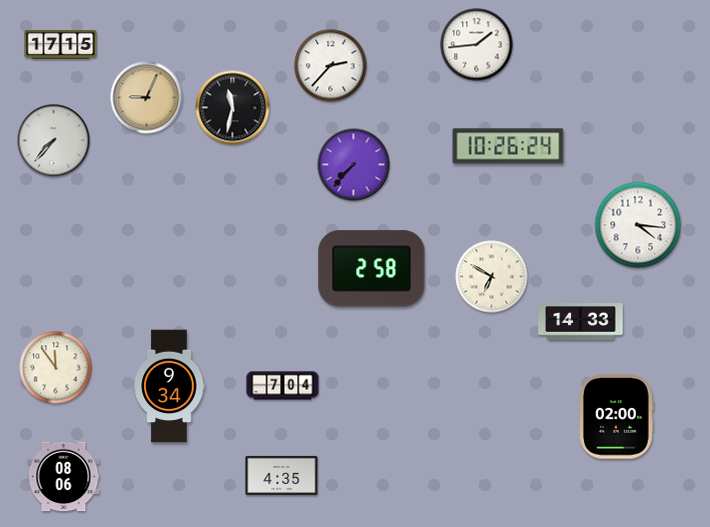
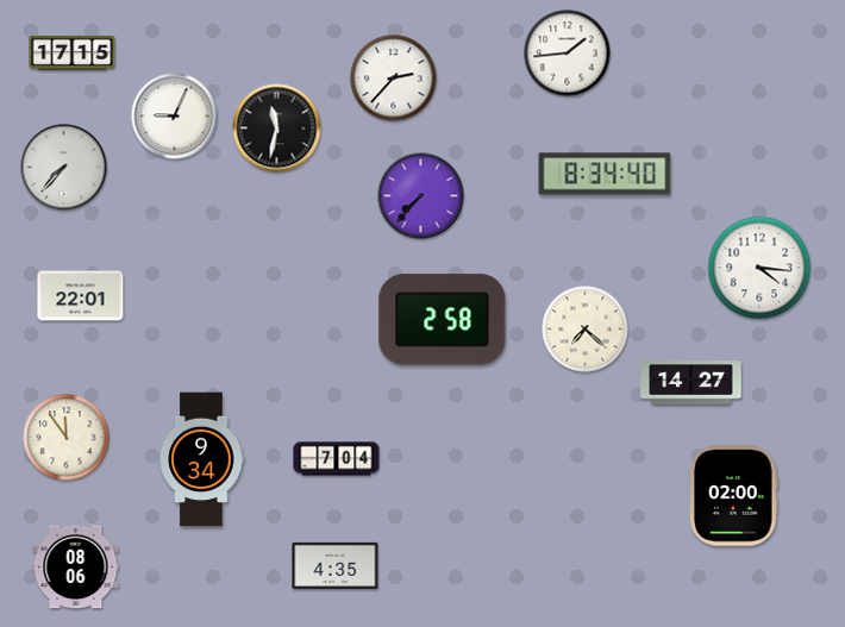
clock at (147, 98) dial: champagne -> white
clock at (508, 146): 10:26 -> 8:34
clock at (81, 296): none -> 22:01
clock at (492, 277): 6:50 -> 7:22
clock at (581, 322): 14:33 -> 14:27
